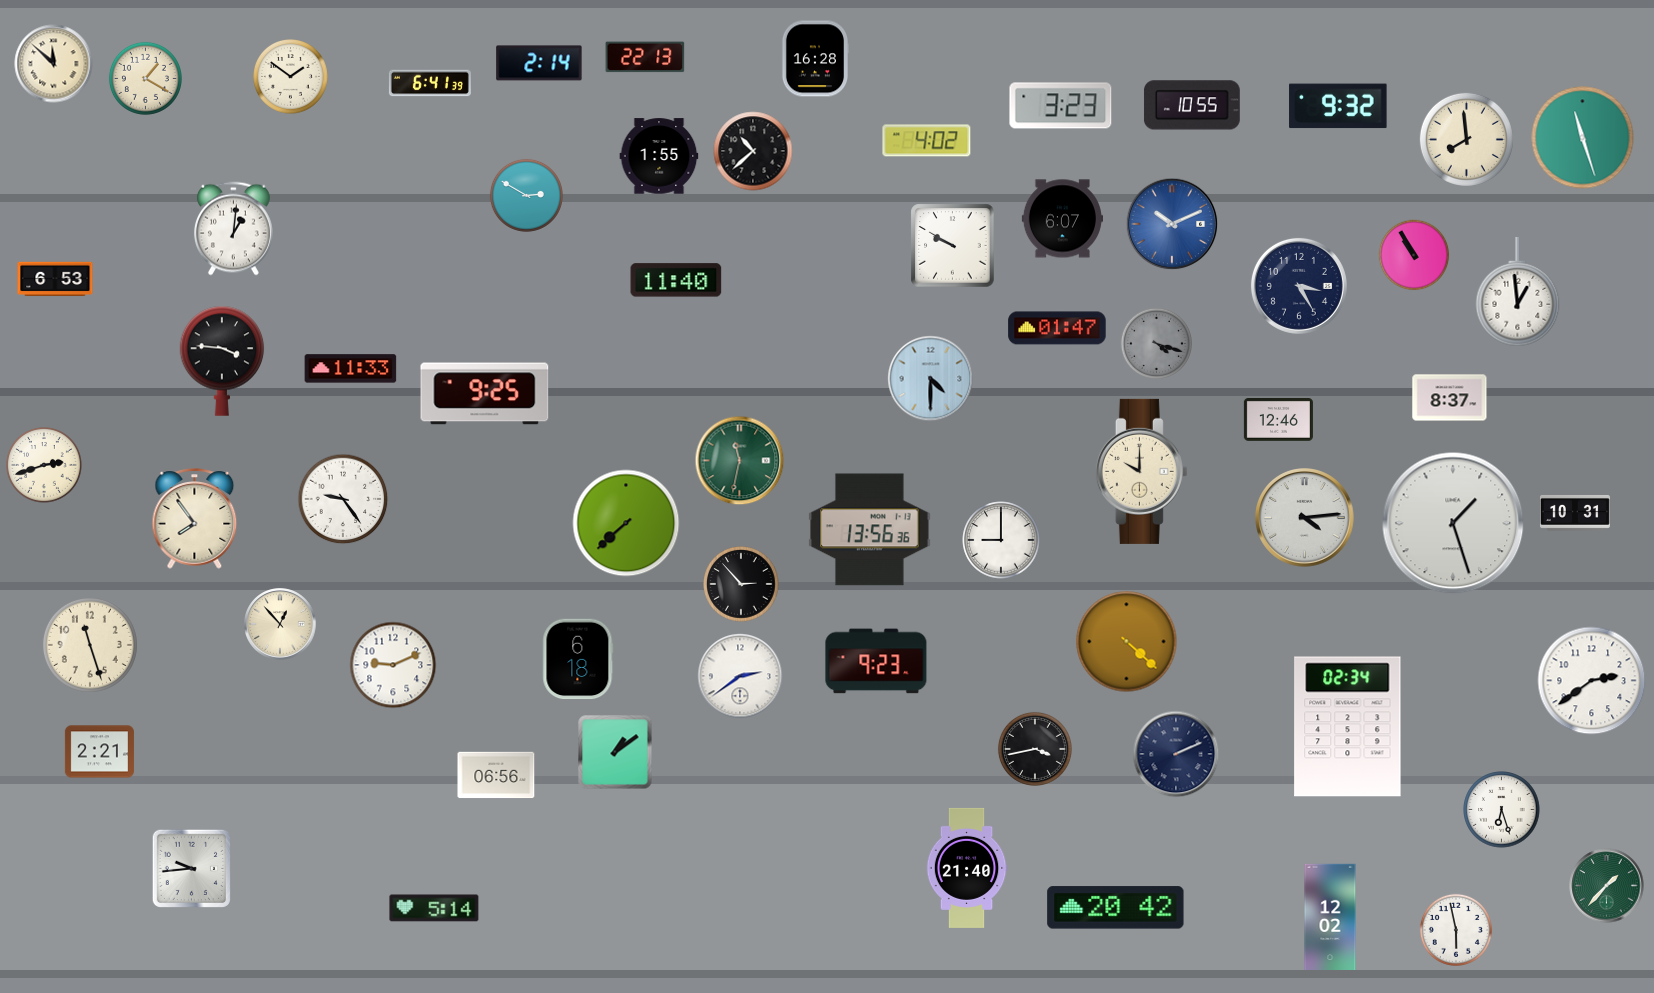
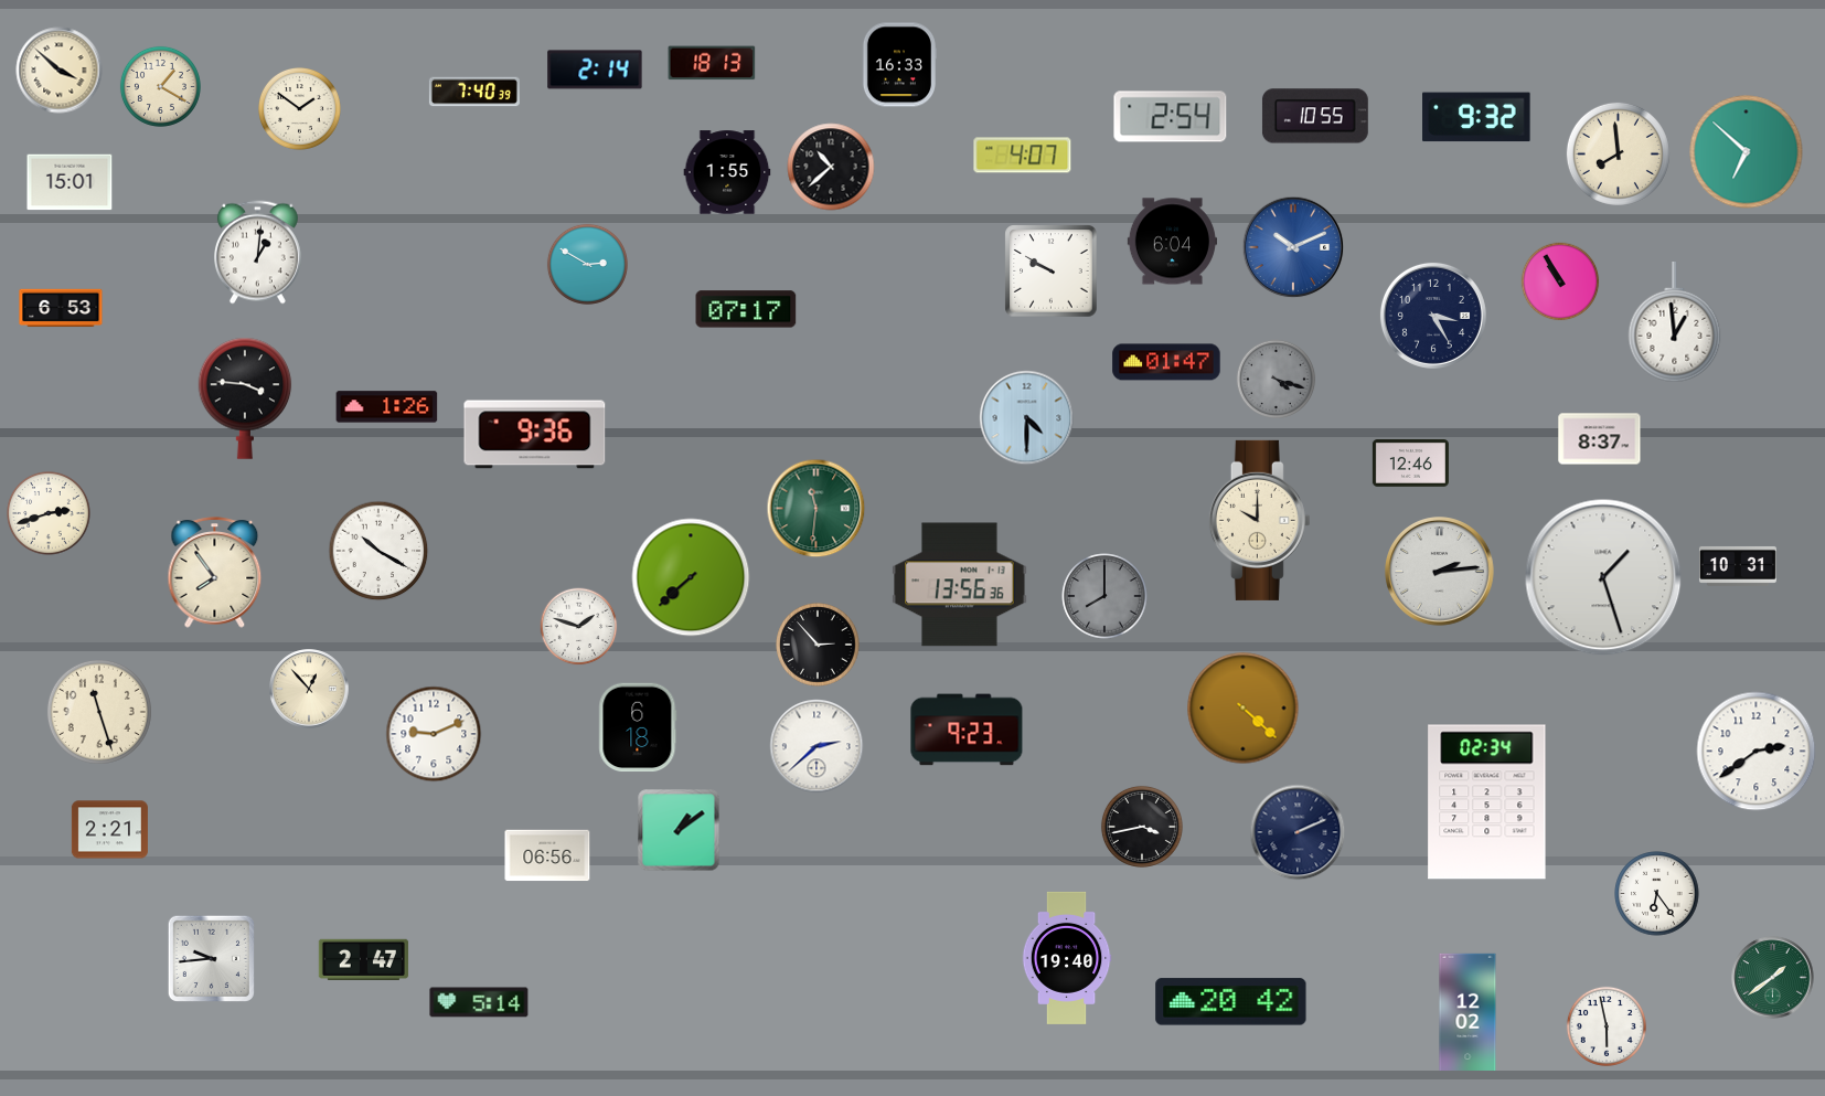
clock at (645, 57): 22:13 -> 18:13
clock at (814, 59): 16:28 -> 16:33
clock at (54, 64): 11:52 -> 3:52
clock at (291, 77) position: (291, 77) -> (300, 109)
clock at (430, 83): 6:41 -> 7:40
clock at (1061, 106): 3:23 -> 2:54
clock at (1583, 138): 11:27 -> 6:52
clock at (927, 141): 4:02 -> 4:07
clock at (70, 182): none -> 15:01
clock at (526, 195) position: (526, 195) -> (587, 264)
clock at (1062, 219): 6:07 -> 6:04
clock at (676, 280): 11:40 -> 07:17
clock at (351, 369): 11:33 -> 1:26
clock at (485, 394): 9:25 -> 9:36
clock at (740, 461): 11:32 -> 11:31
clock at (343, 499): 9:24 -> 10:20
clock at (1305, 518): 4:14 -> 2:14
clock at (1001, 540): 9:00 -> 8:00
clock at (1001, 540) dial: white -> grey
clock at (579, 627): none -> 1:48
clock at (740, 676): 2:39 -> 2:38
clock at (1502, 810): 6:27 -> 6:24
clock at (967, 868): 21:40 -> 19:40
clock at (363, 959): none -> 2:47
clock at (1607, 886): 1:37 -> 1:39
